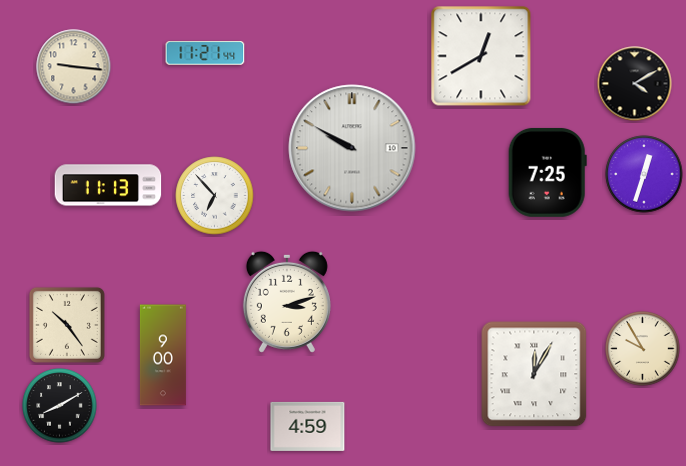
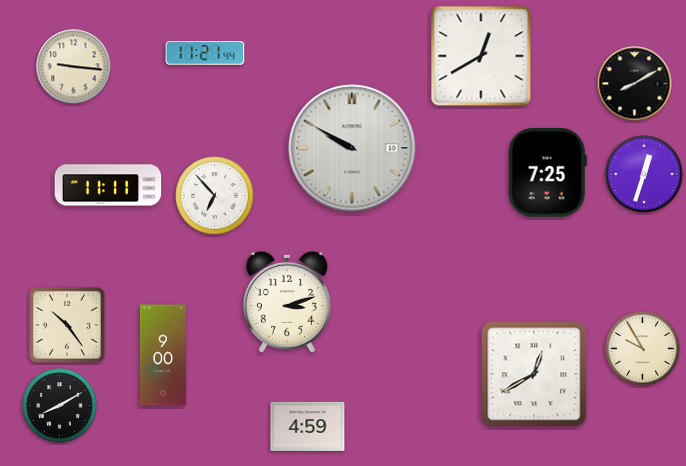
clock at (635, 84): 4:10 -> 8:10
clock at (108, 185): 11:13 -> 11:11
clock at (534, 374): 12:05 -> 12:40
